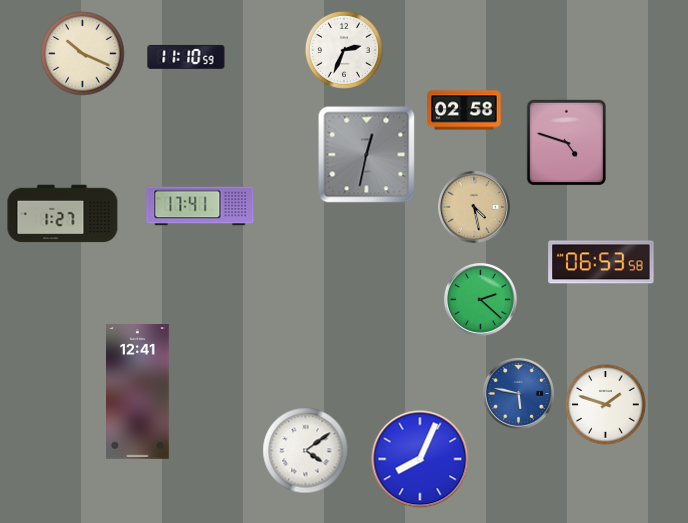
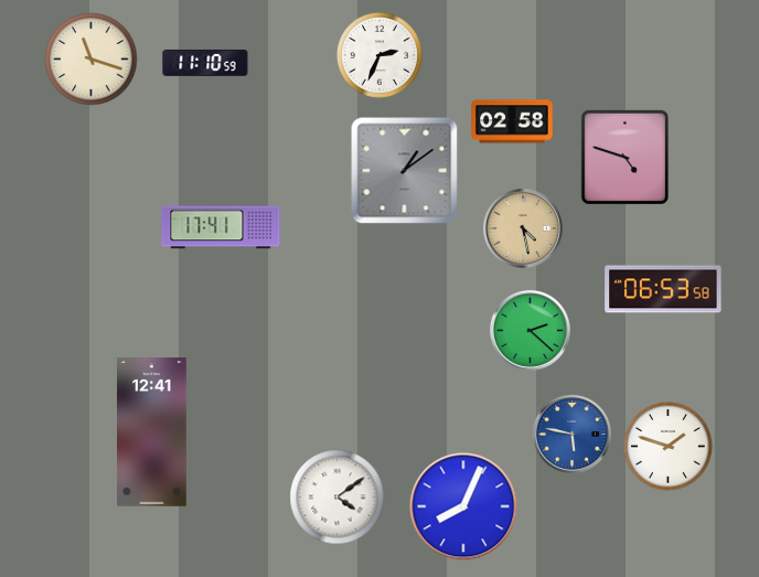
clock at (83, 54): 10:19 -> 11:18
clock at (367, 155): 12:32 -> 1:09
clock at (63, 214): 1:27 -> none
